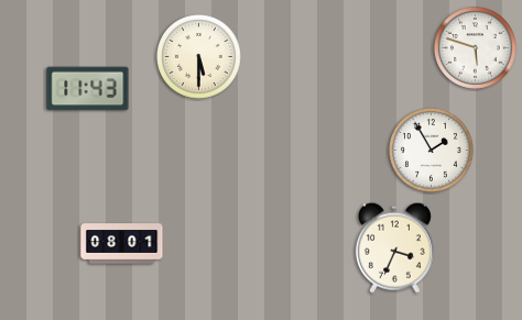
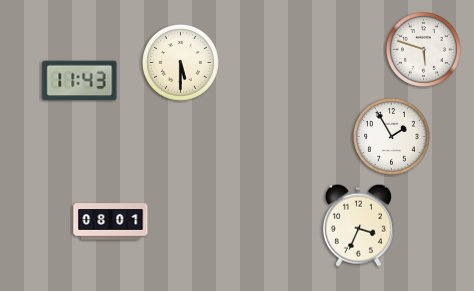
clock at (475, 48) position: (475, 48) -> (423, 50)
clock at (199, 57) position: (199, 57) -> (181, 63)
